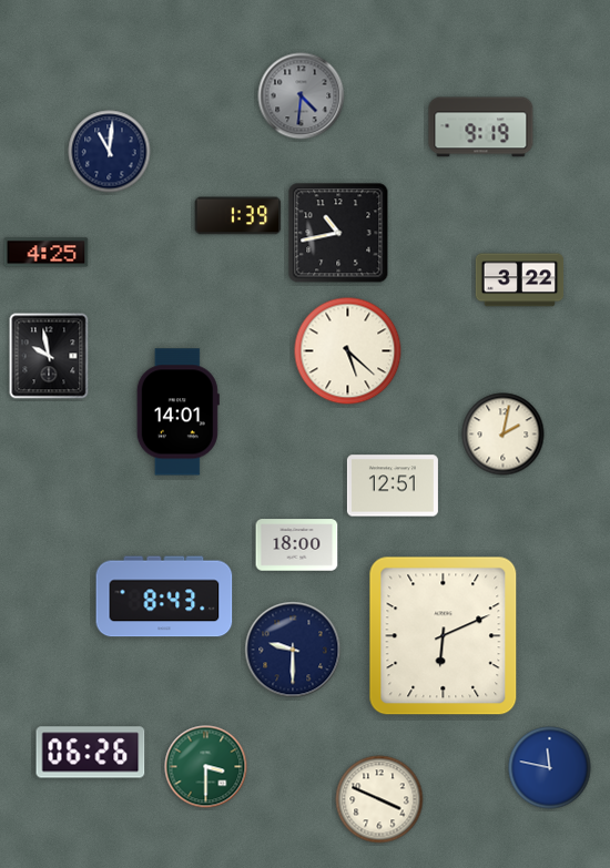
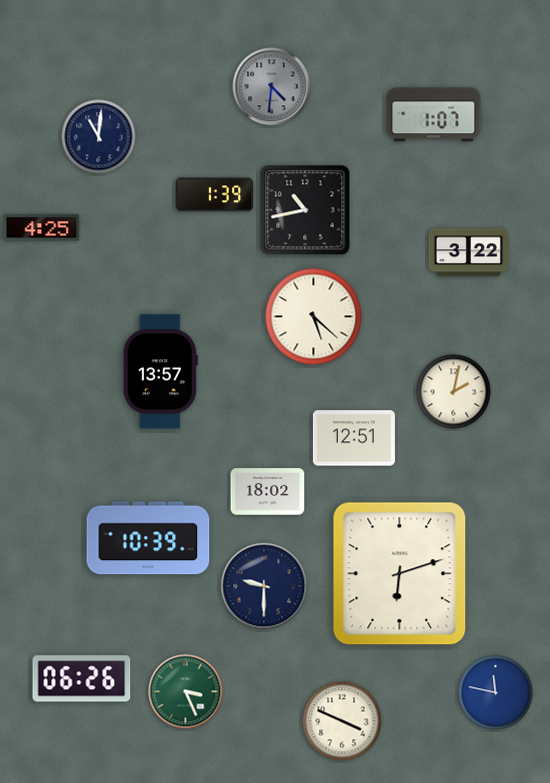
clock at (481, 127): 9:19 -> 1:07
clock at (49, 356): 9:58 -> none
clock at (177, 412): 14:01 -> 13:57
clock at (297, 545): 18:00 -> 18:02
clock at (164, 596): 8:43 -> 10:39
clock at (444, 636): 6:11 -> 6:12
clock at (206, 767): 3:30 -> 3:26
